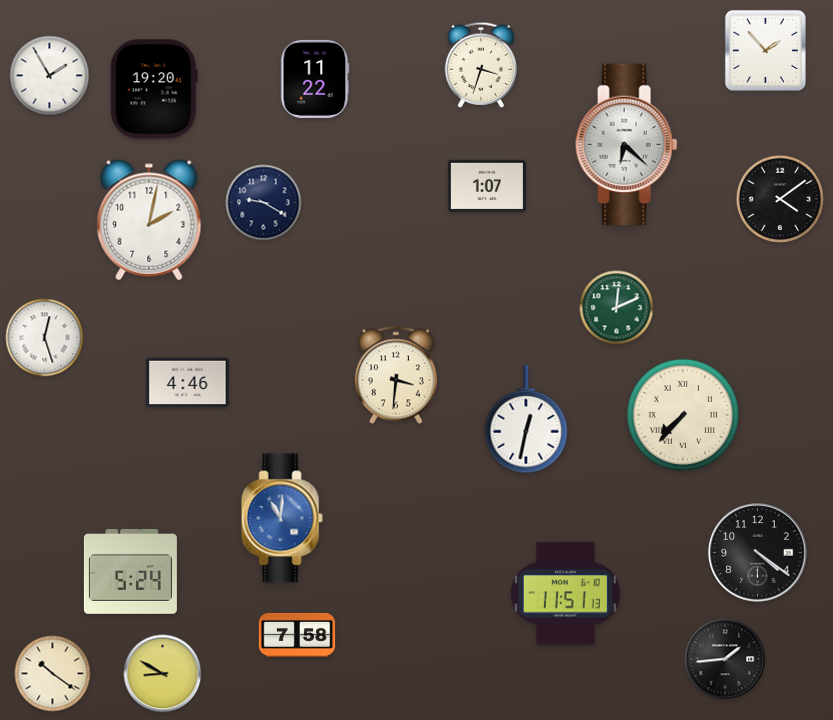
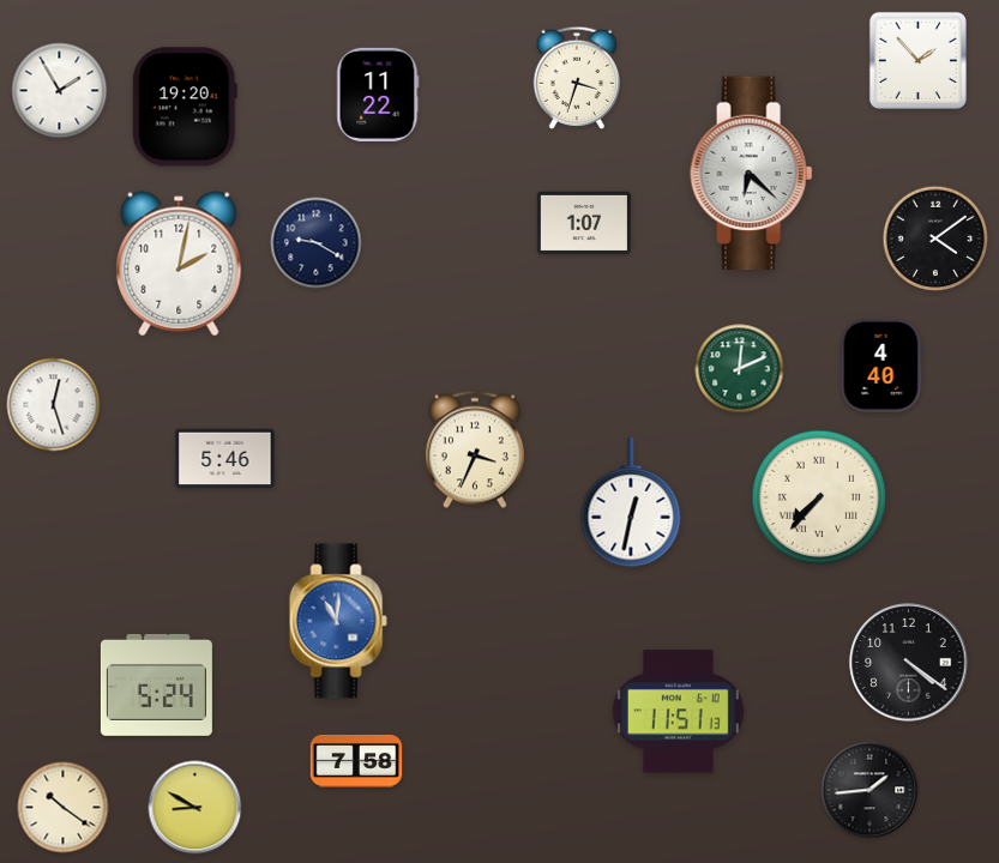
clock at (881, 366): none -> 4:40
clock at (396, 375): 3:31 -> 3:34
clock at (188, 383): 4:46 -> 5:46
